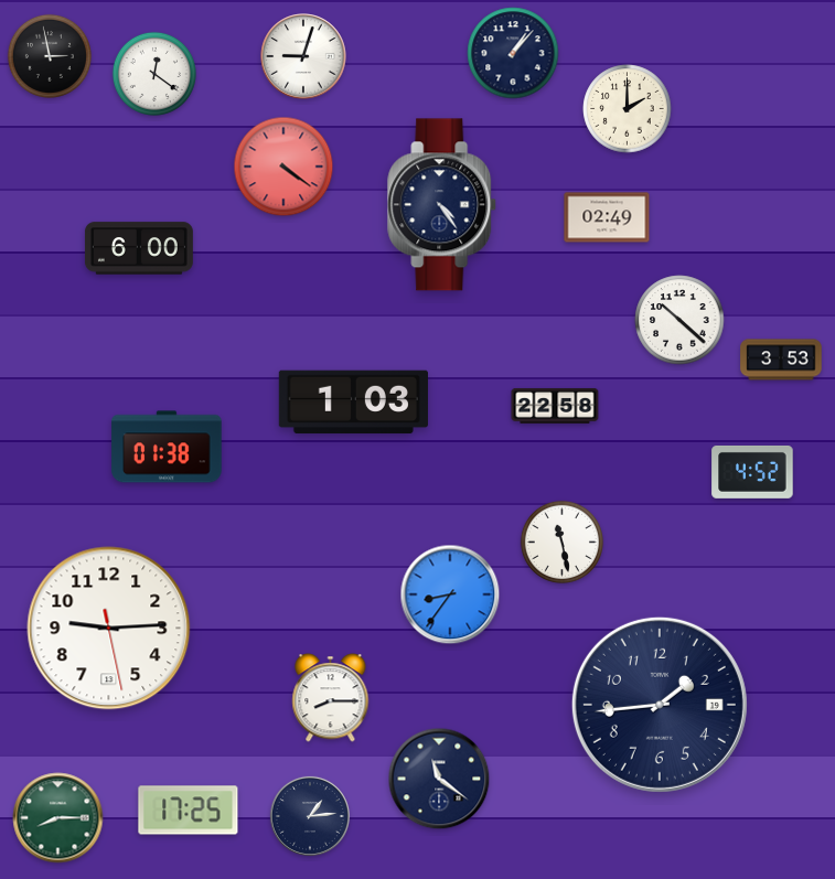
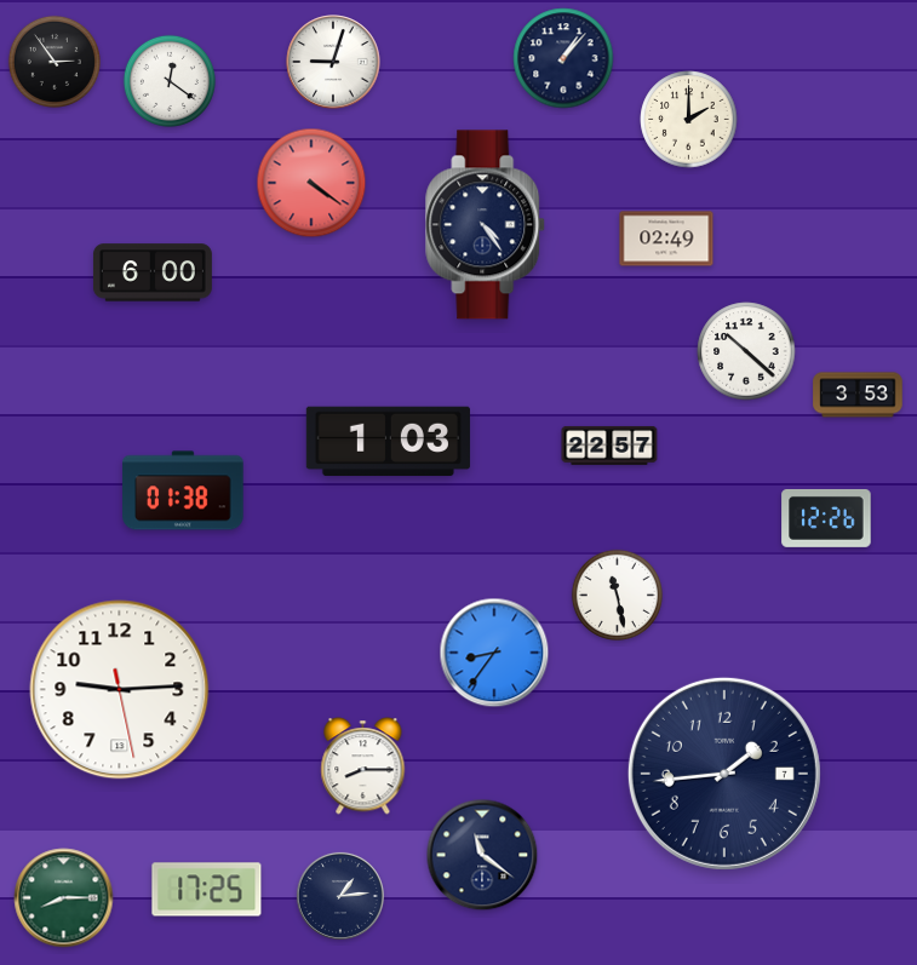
clock at (50, 56): 2:58 -> 2:54
clock at (555, 406): 22:58 -> 22:57
clock at (752, 472): 4:52 -> 12:26
clock at (660, 705) date: 19 -> 7
